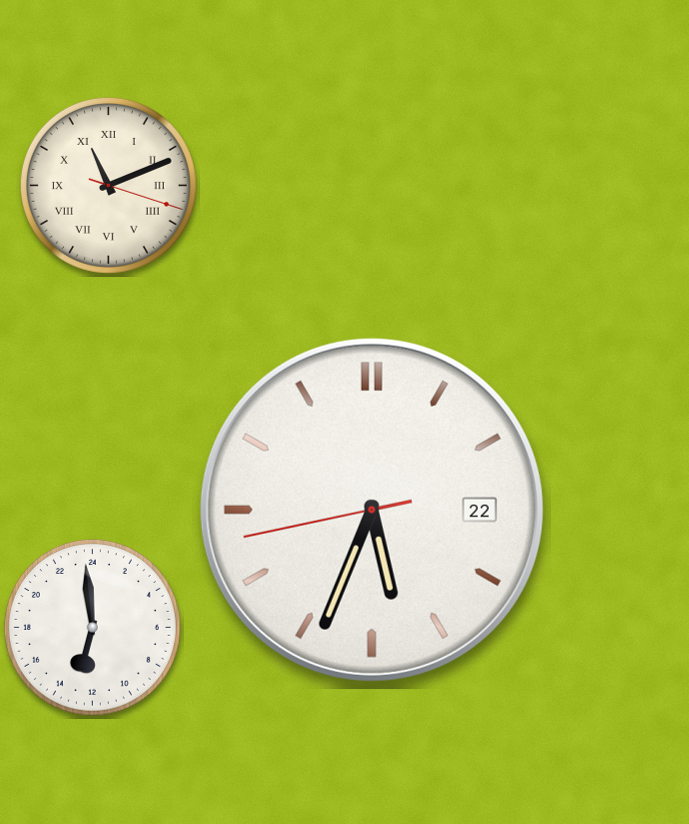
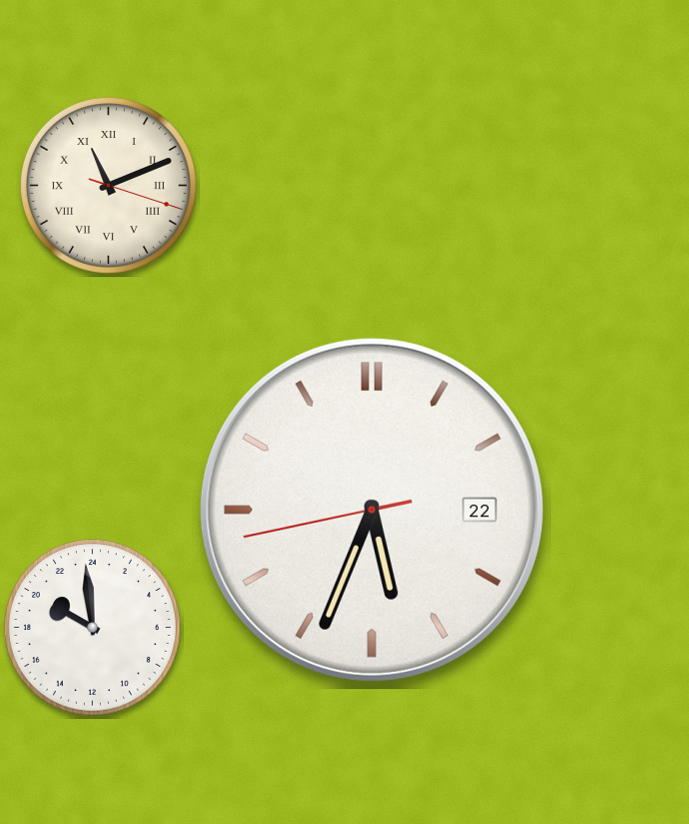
clock at (92, 627): 12:59 -> 19:59
